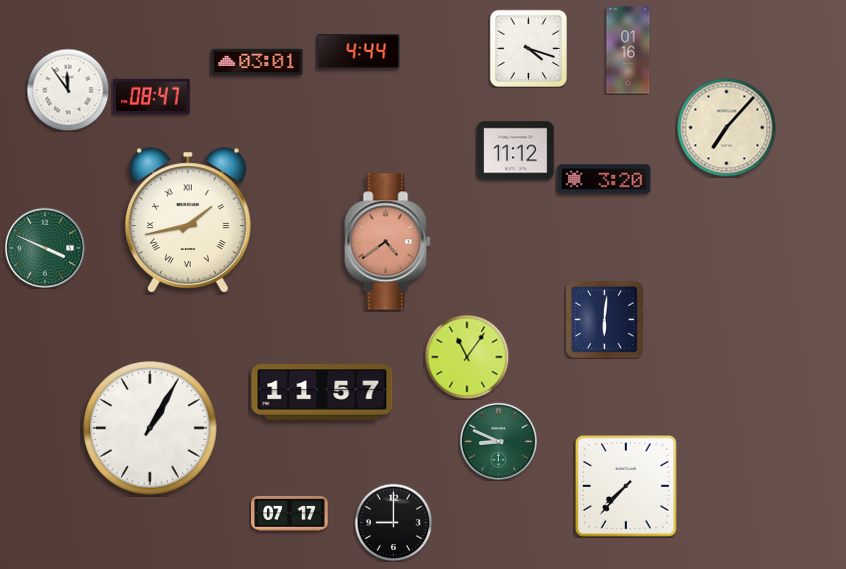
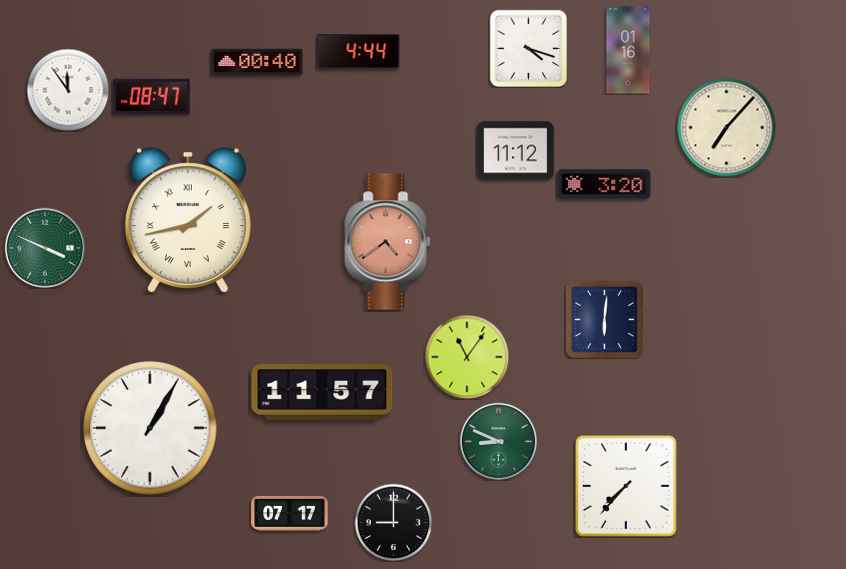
clock at (257, 62): 03:01 -> 00:40
clock at (604, 179) position: (604, 179) -> (604, 184)
